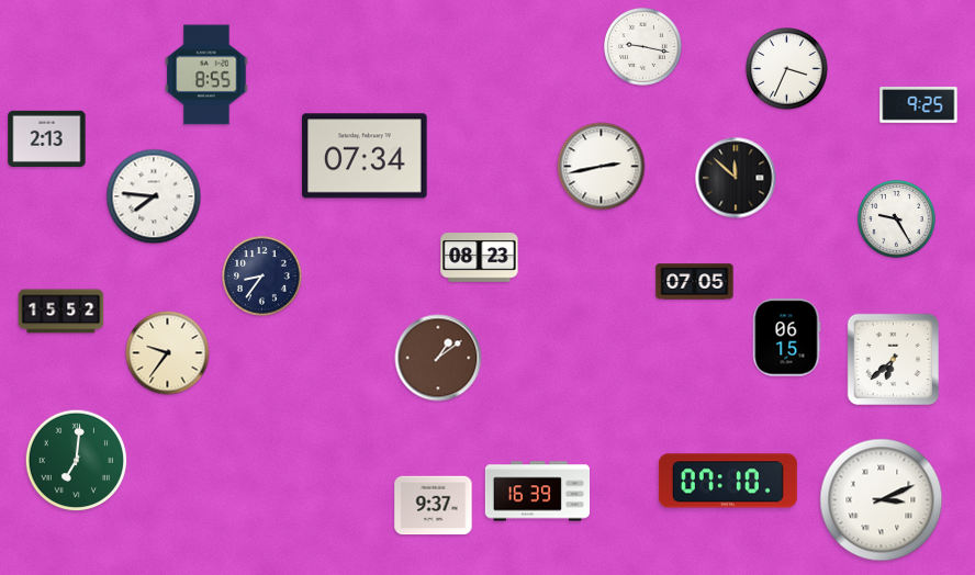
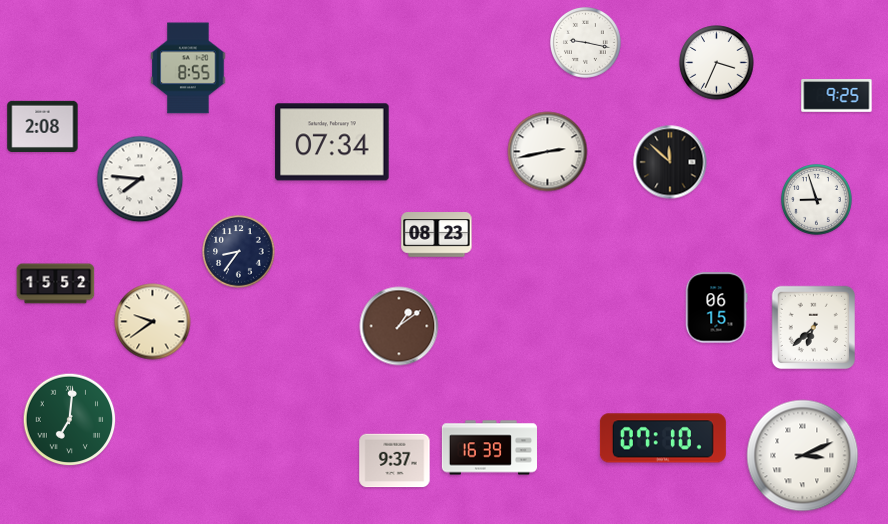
clock at (47, 138): 2:13 -> 2:08
clock at (897, 219): 9:25 -> 8:57
clock at (695, 282): 07:05 -> none
clock at (168, 353): 9:36 -> 9:39
